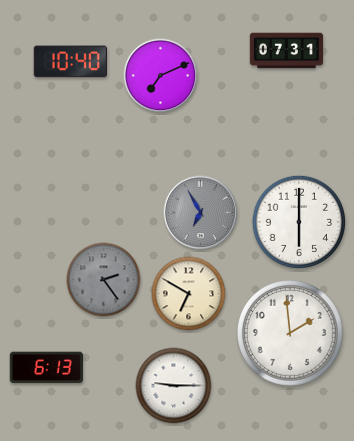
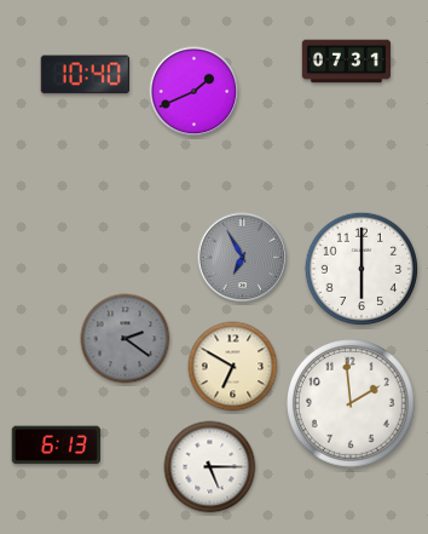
clock at (161, 76): 7:11 -> 1:41
clock at (104, 280): 2:24 -> 2:21
clock at (189, 294) position: (189, 294) -> (233, 367)
clock at (174, 386): 9:15 -> 5:15
